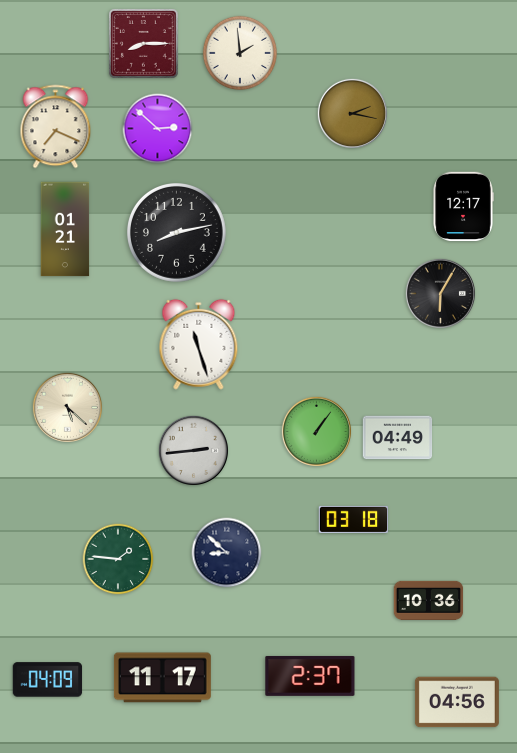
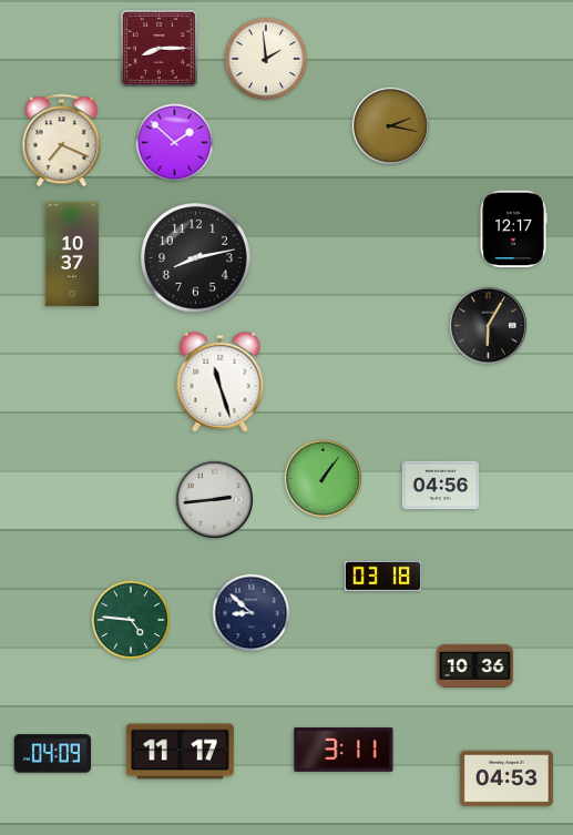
clock at (158, 129): 2:52 -> 1:52
clock at (65, 229): 01:21 -> 10:37
clock at (67, 407): 5:22 -> none
clock at (316, 431) position: (316, 431) -> (323, 478)
clock at (398, 438): 04:49 -> 04:56
clock at (354, 519) position: (354, 519) -> (383, 576)
clock at (118, 559): 1:46 -> 4:46
clock at (310, 676): 2:37 -> 3:11
clock at (457, 702): 04:56 -> 04:53
